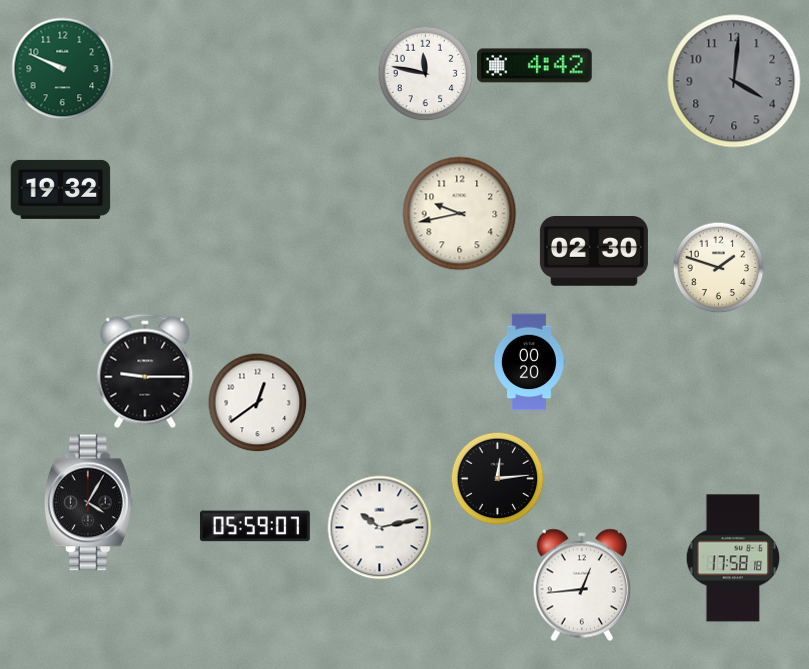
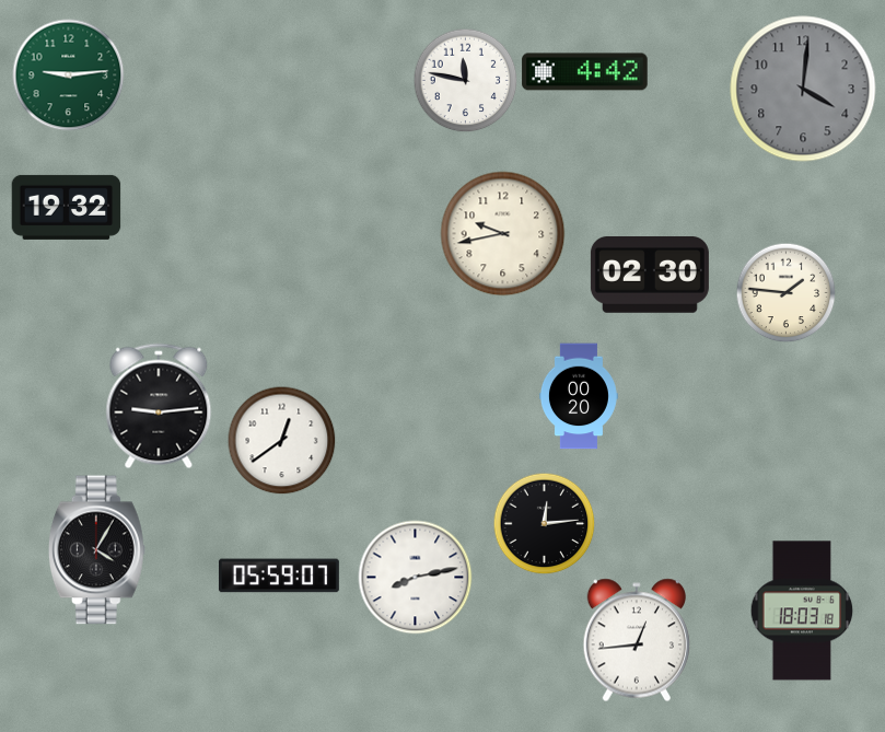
clock at (63, 69): 9:49 -> 9:14
clock at (718, 267): 1:48 -> 1:46
clock at (145, 371): 9:15 -> 9:14
clock at (380, 528): 10:13 -> 8:13
clock at (733, 558): 17:58 -> 18:03
